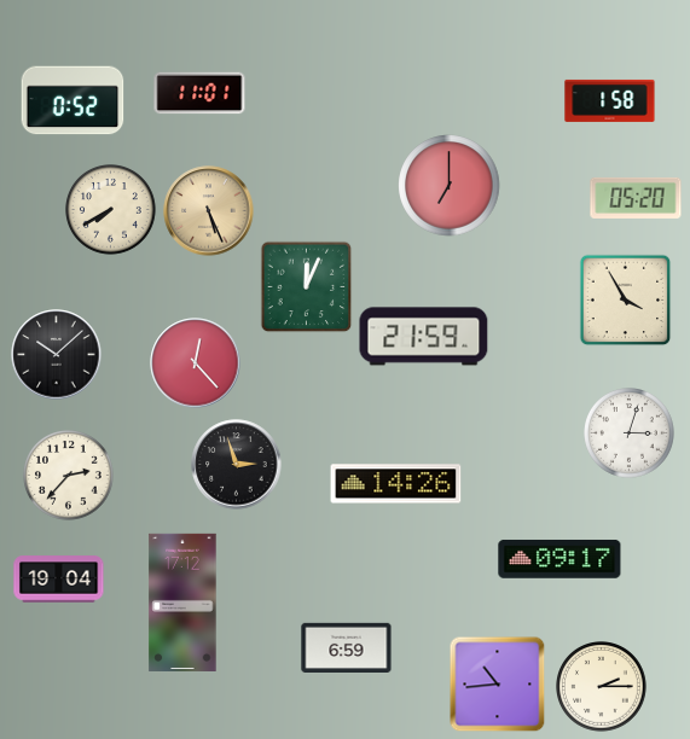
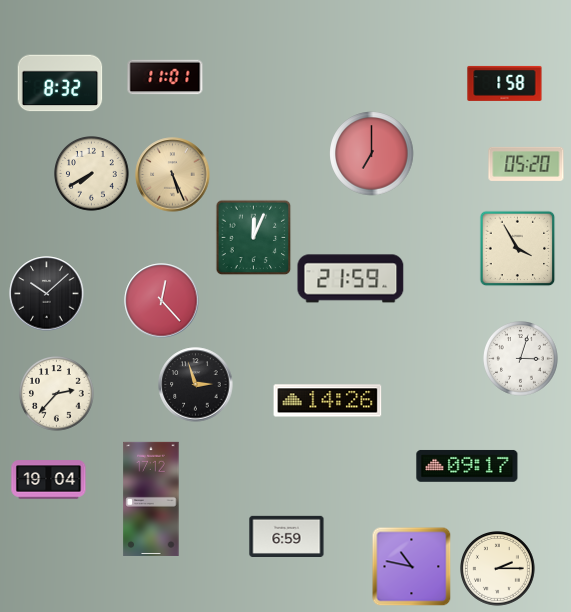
clock at (73, 100): 0:52 -> 8:32
clock at (559, 559) position: (559, 559) -> (467, 466)
clock at (498, 685): 10:44 -> 10:47
